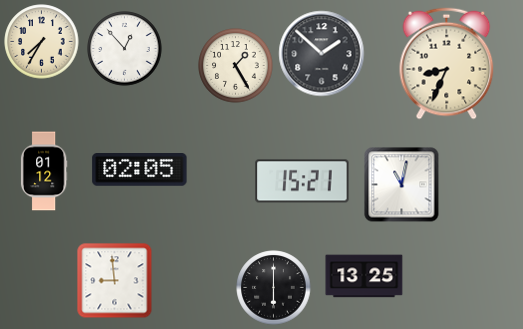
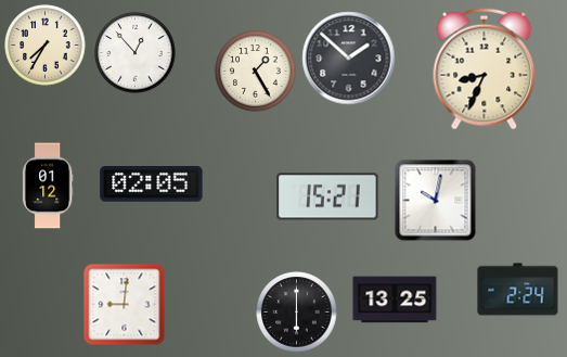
clock at (402, 185): 11:02 -> 10:02
clock at (518, 290): none -> 2:24
clock at (115, 281): 8:59 -> 9:01
